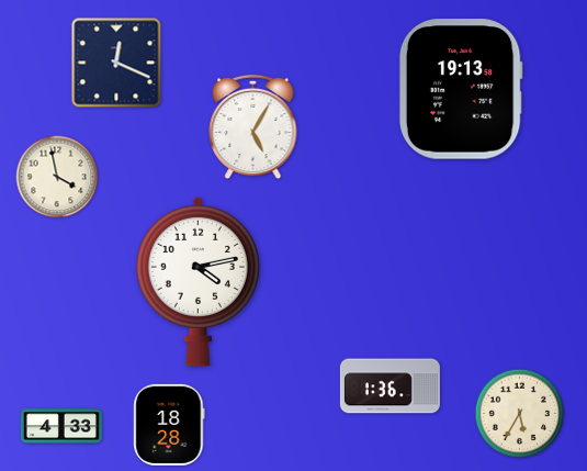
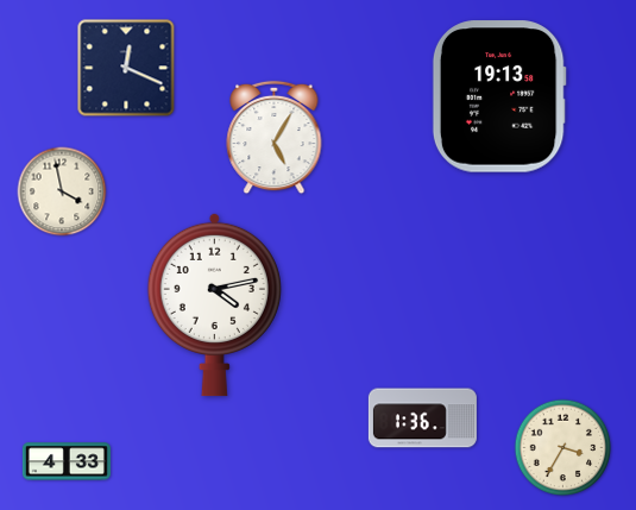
clock at (520, 414): 5:35 -> 3:35
clock at (169, 425): 18:28 -> none
